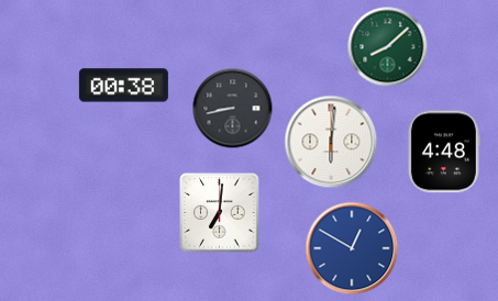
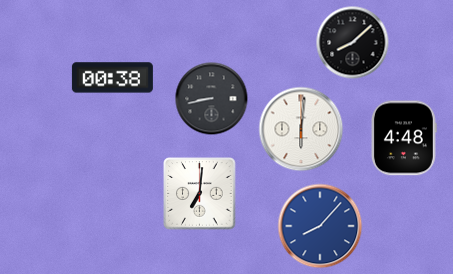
clock at (388, 47) dial: green -> black
clock at (352, 248): 12:50 -> 8:07
